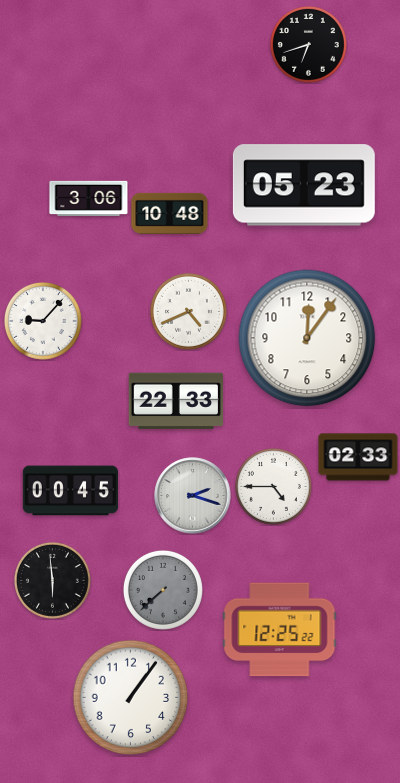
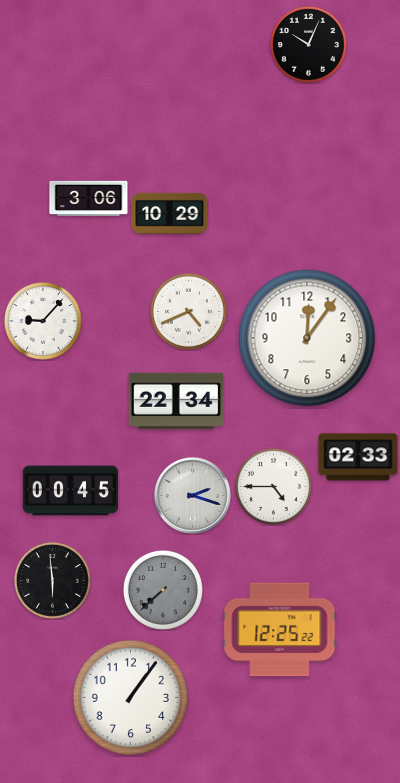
clock at (308, 44): 6:42 -> 10:04
clock at (304, 185): 05:23 -> none
clock at (170, 213): 10:48 -> 10:29
clock at (176, 401): 22:33 -> 22:34
